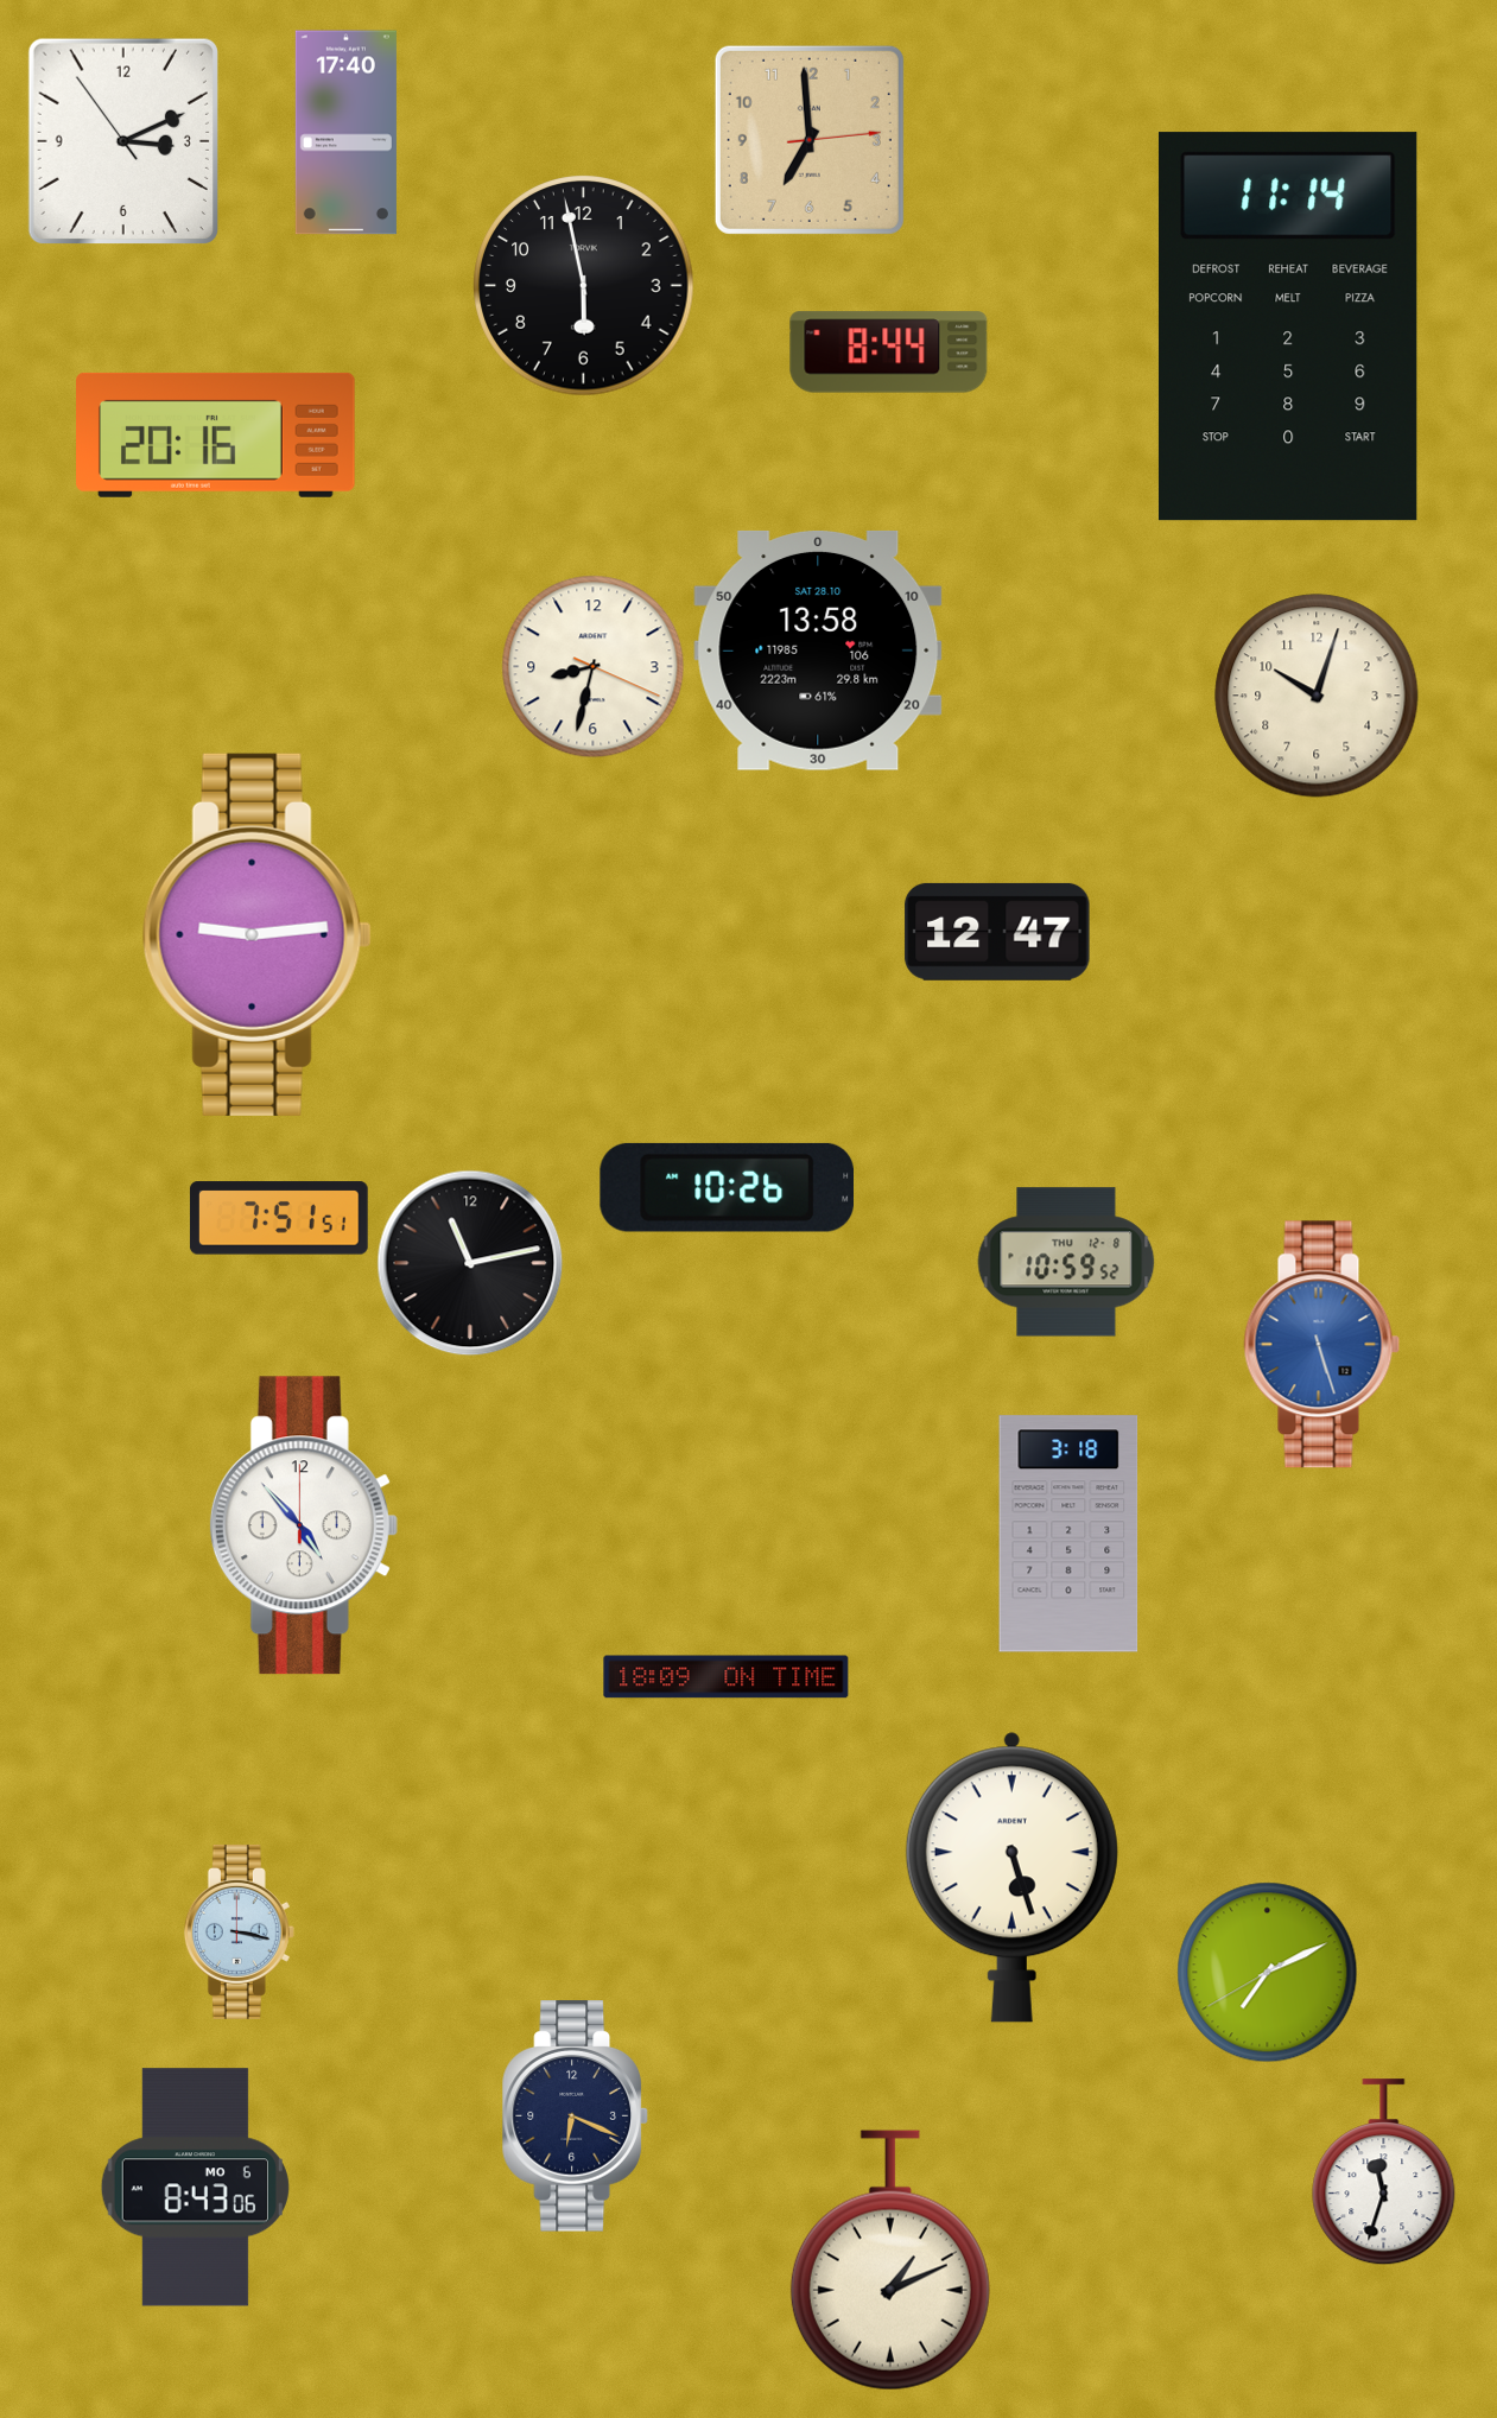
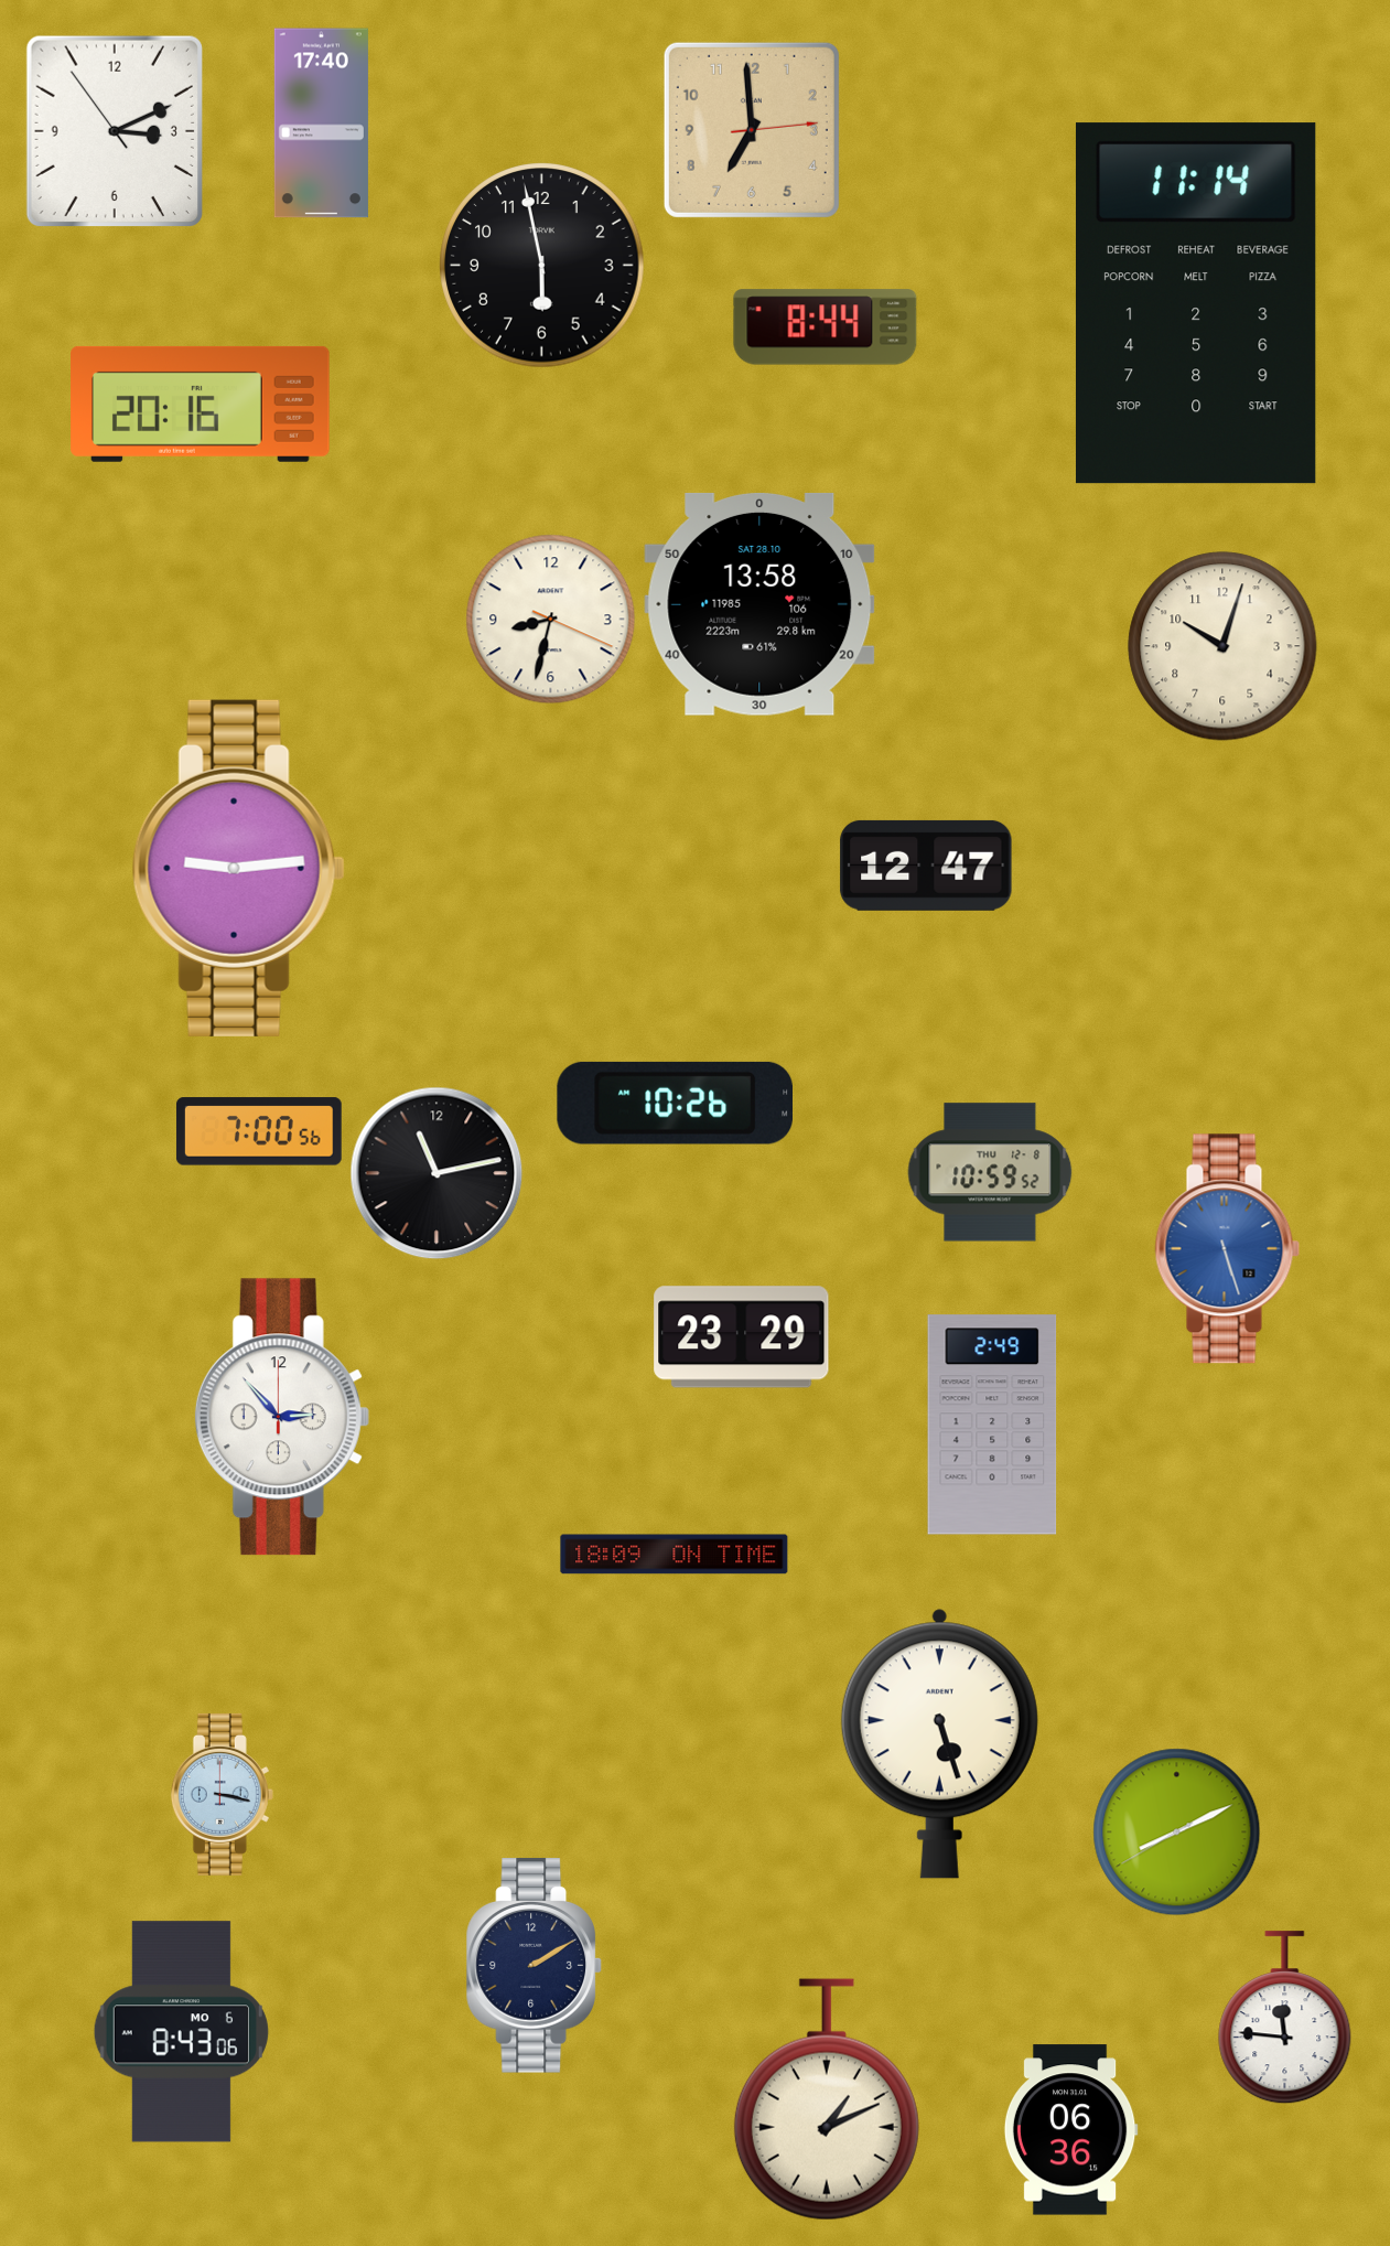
clock at (279, 1218): 7:51 -> 7:00
clock at (742, 1337): none -> 23:29
clock at (304, 1525): 4:53 -> 2:53
clock at (1068, 1534): 3:18 -> 2:49
clock at (727, 1677) position: (727, 1677) -> (675, 1555)
clock at (1268, 1973): 7:10 -> 8:10
clock at (575, 2116): 6:19 -> 2:10
clock at (1384, 2172): 11:33 -> 11:46
clock at (1070, 2130): none -> 06:36
